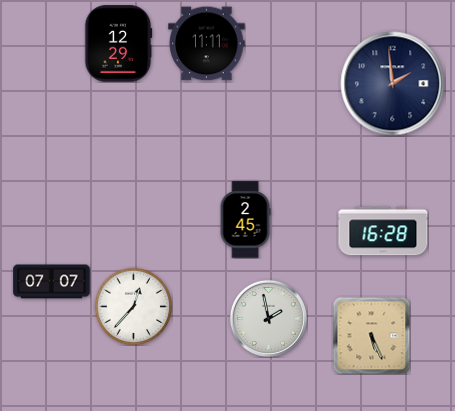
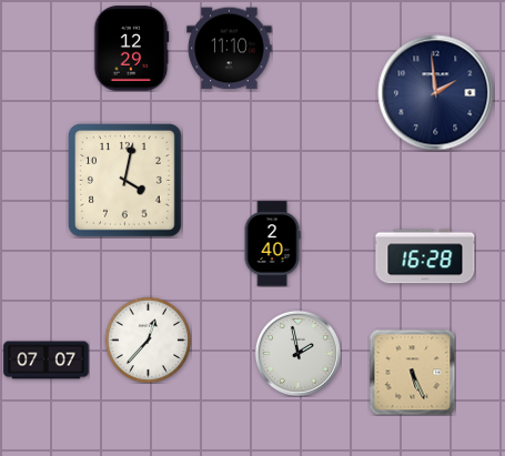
clock at (207, 44): 11:11 -> 11:10
clock at (125, 181): none -> 4:02
clock at (245, 220): 2:45 -> 2:40
clock at (52, 282) position: (52, 282) -> (47, 361)
